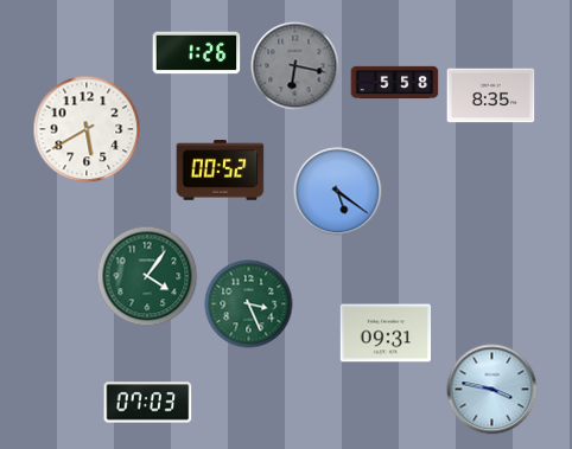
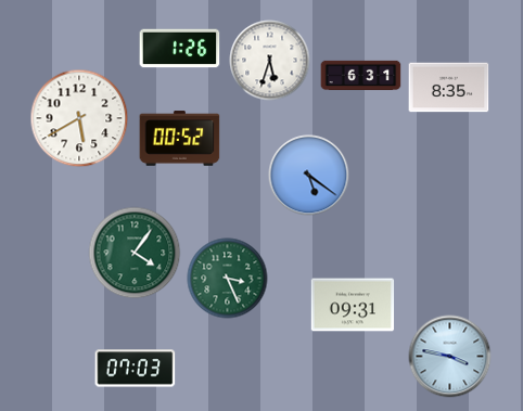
clock at (295, 66): 6:17 -> 5:33
clock at (295, 66) dial: grey -> white
clock at (395, 83): 5:58 -> 6:31
clock at (221, 171) position: (221, 171) -> (180, 139)
